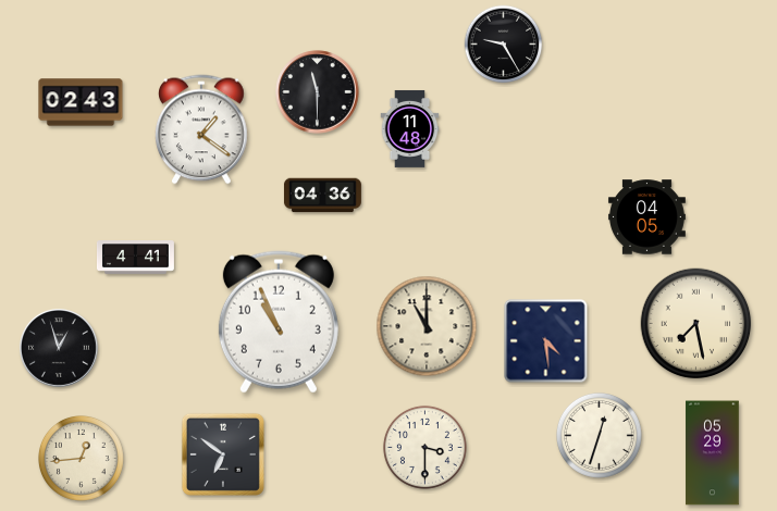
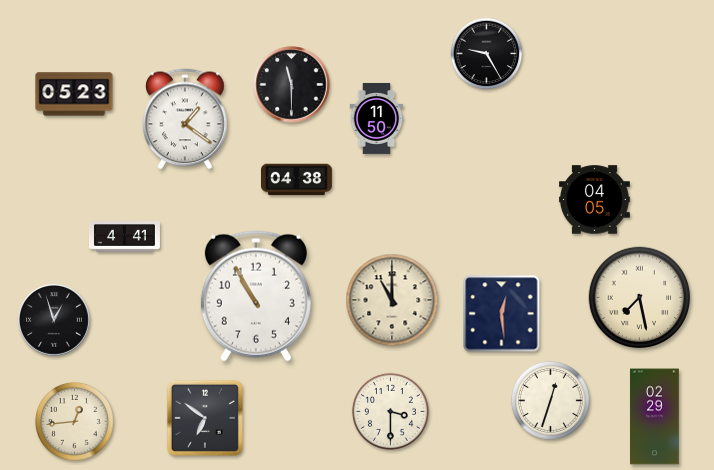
clock at (504, 45) position: (504, 45) -> (487, 54)
clock at (81, 102): 02:43 -> 05:23
clock at (410, 128): 11:48 -> 11:50
clock at (322, 196): 04:36 -> 04:38
clock at (279, 322): 10:56 -> 10:55
clock at (546, 341): 4:29 -> 12:29
clock at (713, 453): 05:29 -> 02:29
